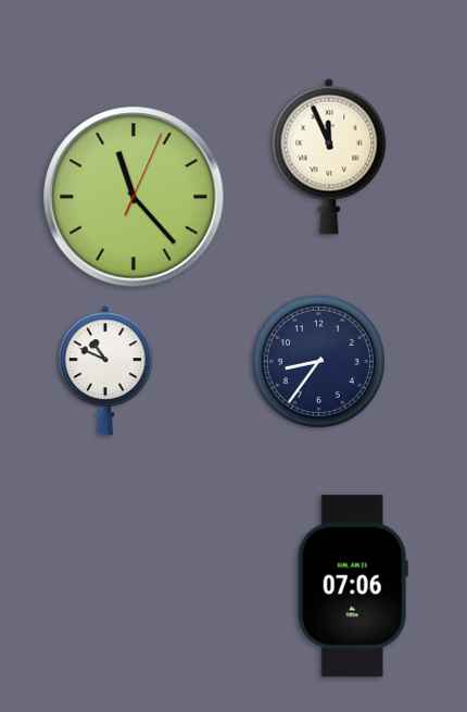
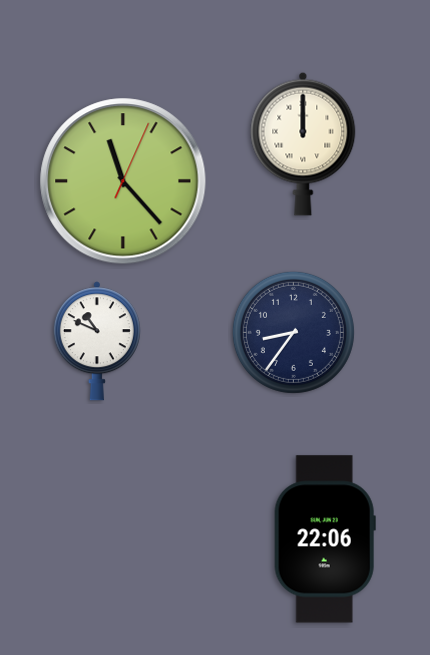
clock at (329, 157): 11:56 -> 12:00
clock at (353, 586): 07:06 -> 22:06
